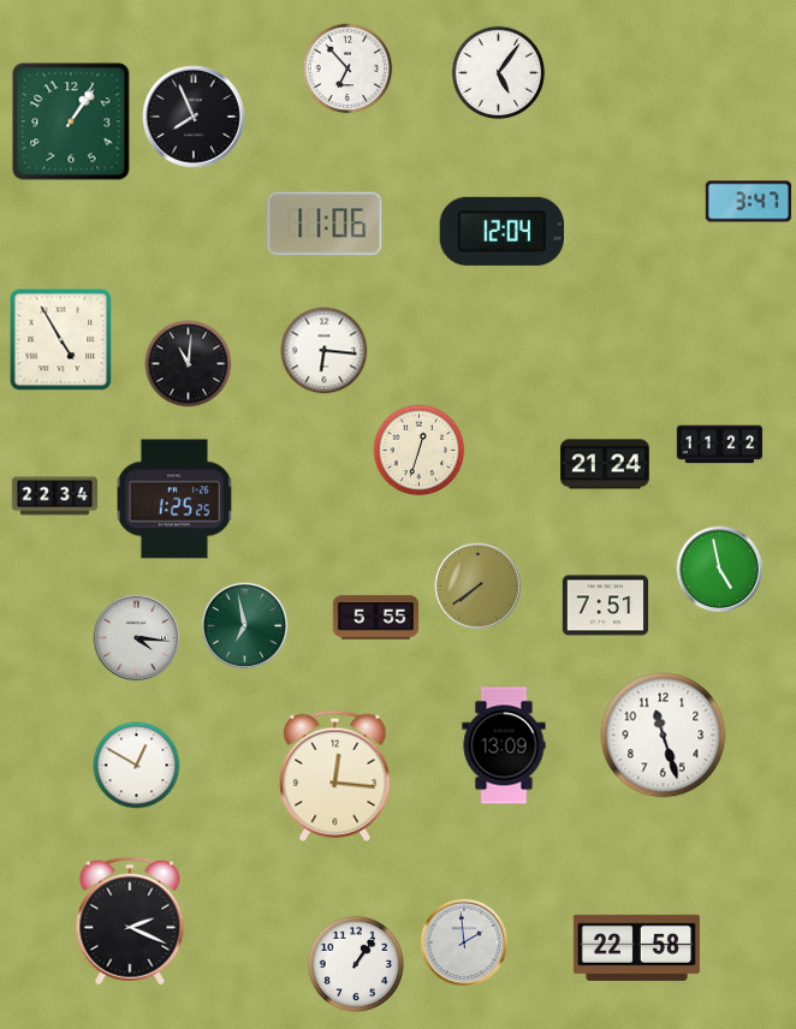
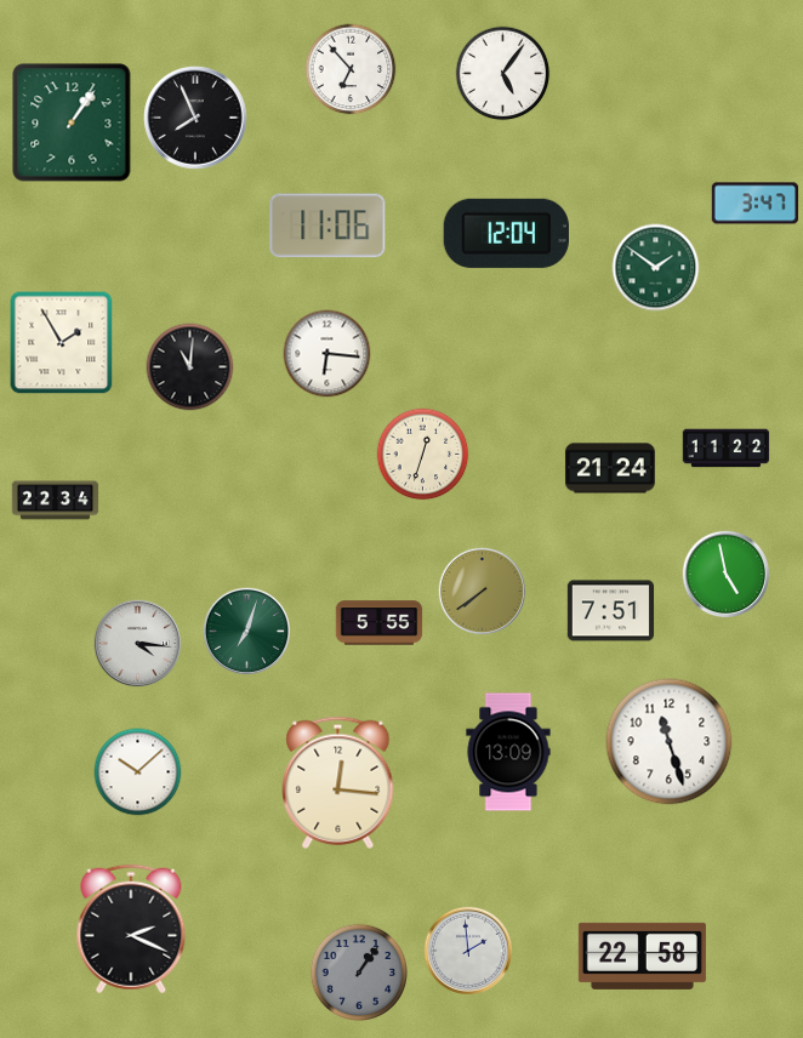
clock at (656, 268): none -> 1:51
clock at (61, 340): 4:55 -> 1:55
clock at (174, 499): 1:25 -> none
clock at (245, 626): 6:58 -> 7:03
clock at (137, 766): 12:50 -> 10:08
clock at (355, 963) dial: white -> grey
